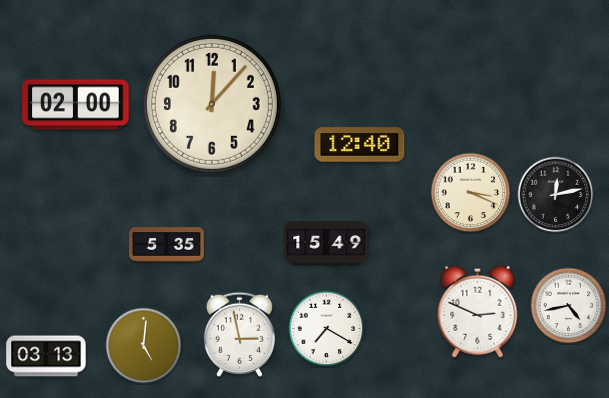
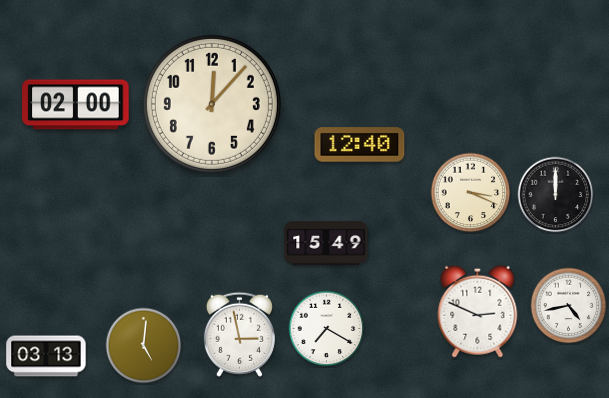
clock at (556, 195): 12:13 -> 12:00
clock at (167, 245): 5:35 -> none
